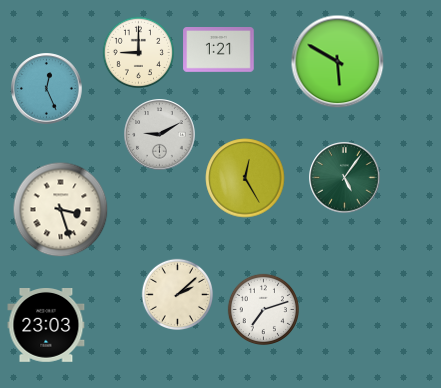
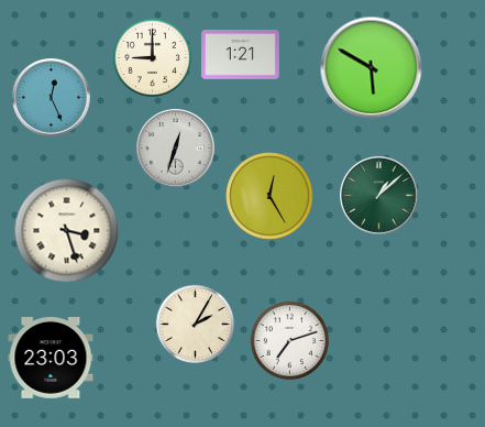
clock at (160, 135): 9:10 -> 12:33
clock at (345, 178): 5:06 -> 1:08
clock at (177, 294): 2:08 -> 2:05
